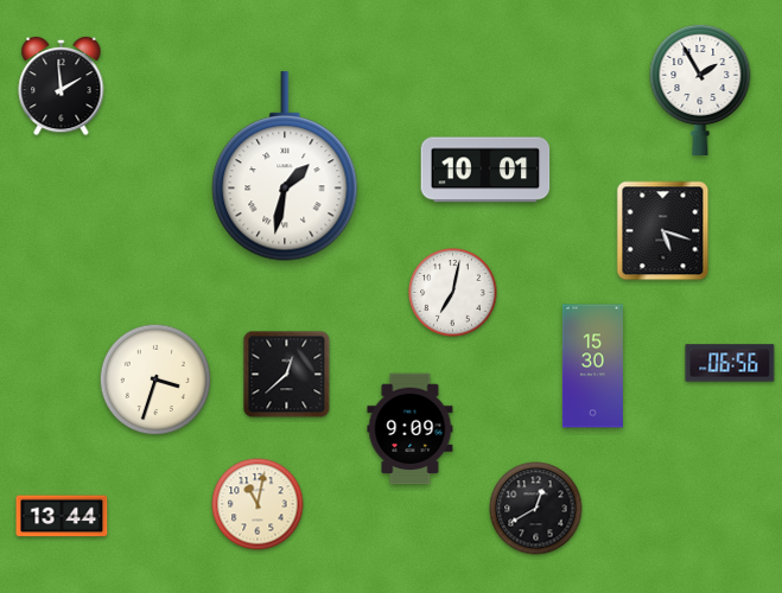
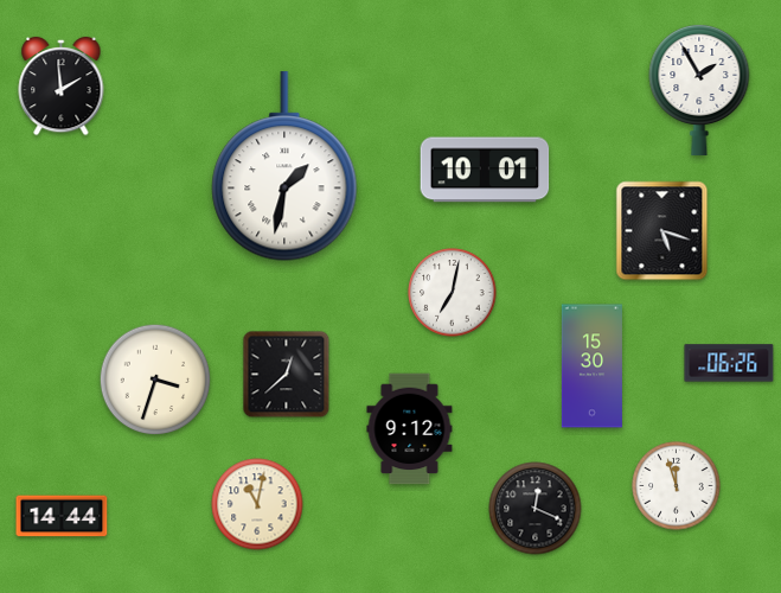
clock at (730, 363): 06:56 -> 06:26
clock at (411, 429): 9:09 -> 9:12
clock at (677, 486): none -> 11:57
clock at (536, 509): 12:40 -> 12:19
clock at (62, 516): 13:44 -> 14:44
